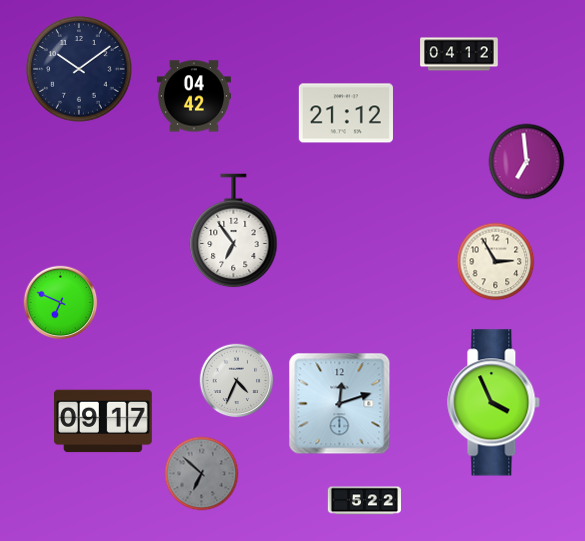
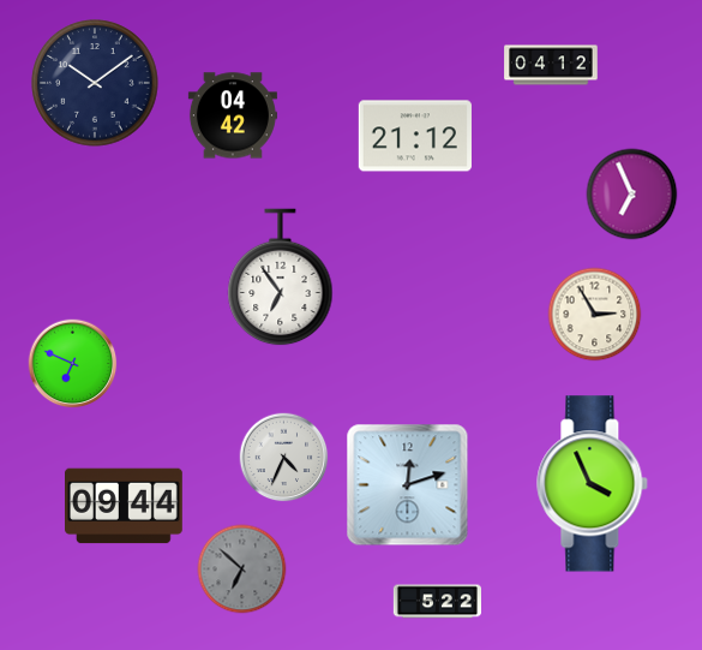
clock at (527, 162): 6:59 -> 6:56
clock at (104, 421): 09:17 -> 09:44
